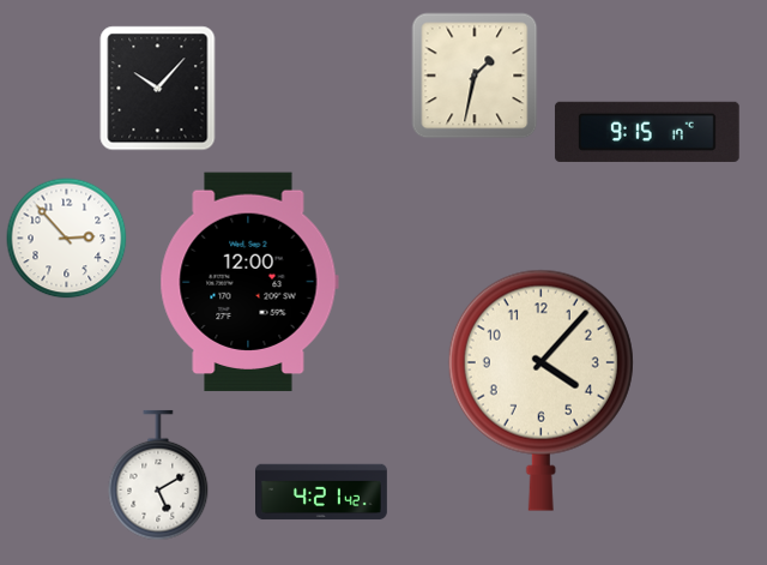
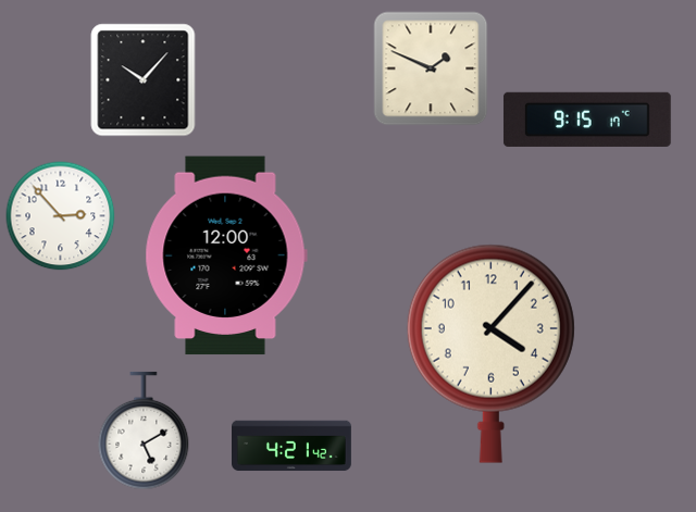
clock at (475, 76): 1:32 -> 1:49
